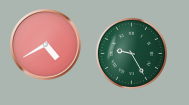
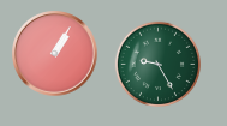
clock at (46, 45): 4:40 -> 1:05
